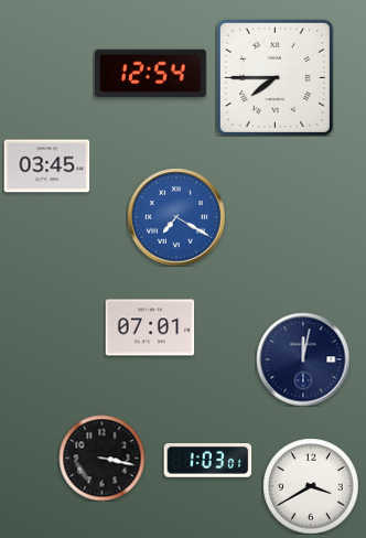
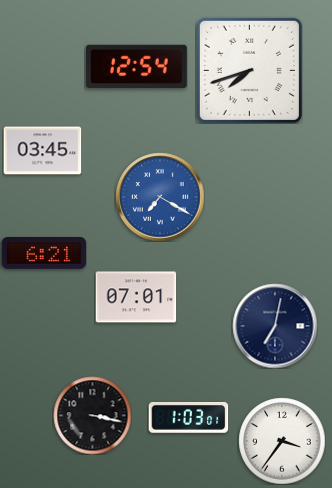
clock at (274, 77): 7:45 -> 7:42
clock at (44, 253): none -> 6:21
clock at (303, 359): 12:02 -> 7:02
clock at (311, 486): 3:40 -> 3:36
